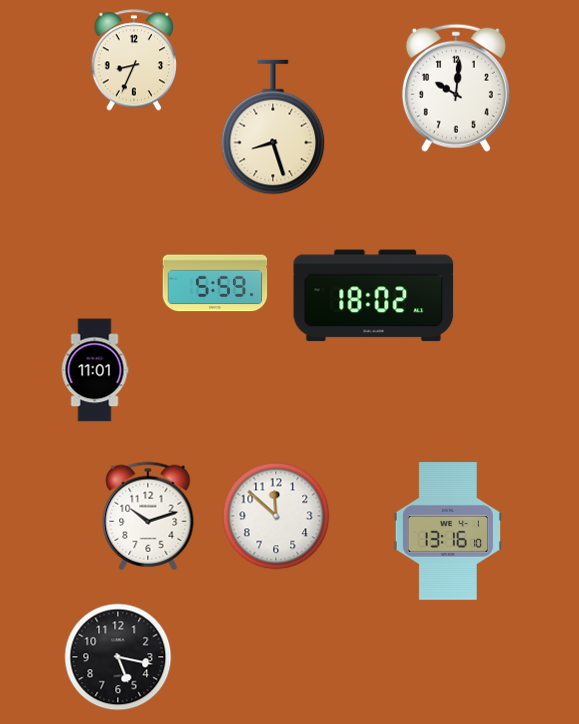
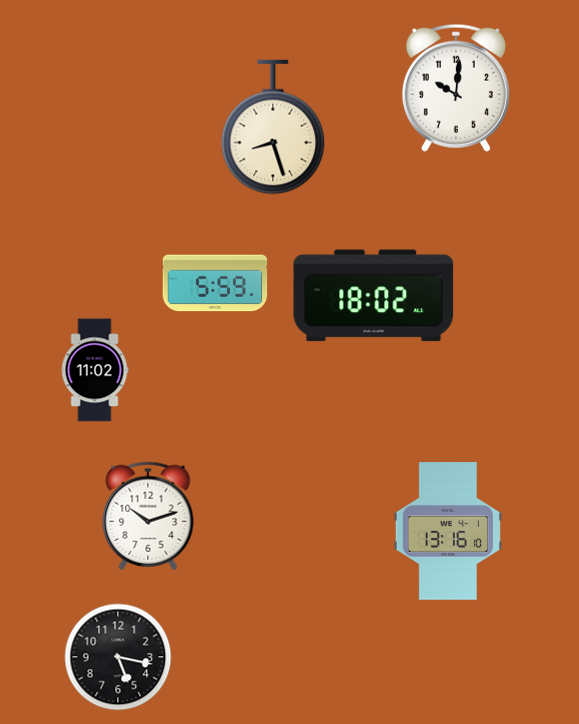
clock at (134, 60): 8:34 -> none
clock at (95, 370): 11:01 -> 11:02
clock at (276, 516): 11:52 -> none
